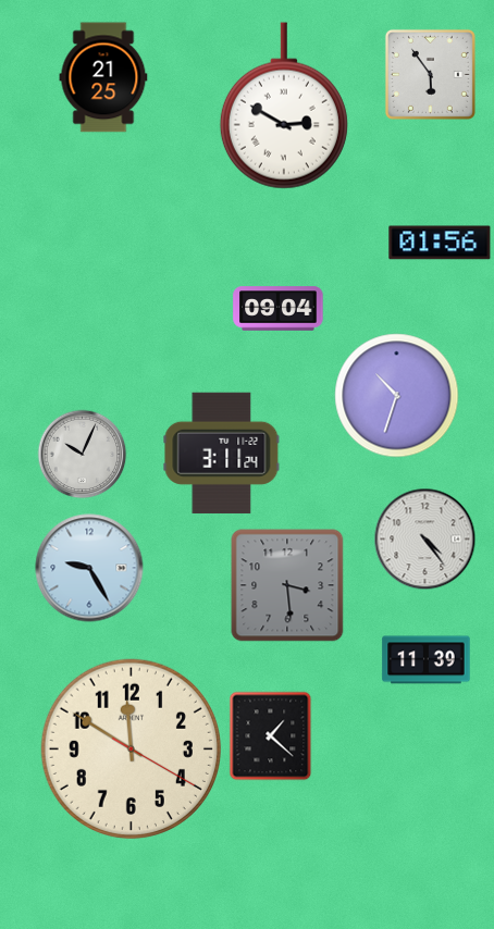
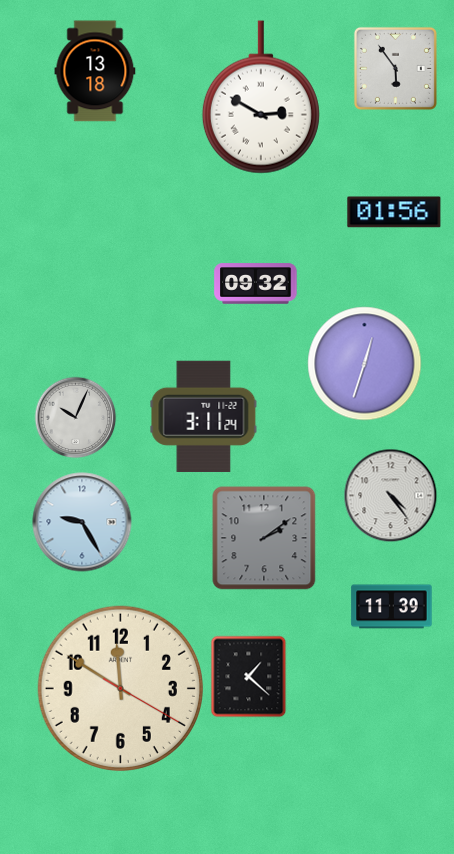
clock at (103, 77): 21:25 -> 13:18
clock at (440, 243) position: (440, 243) -> (394, 212)
clock at (279, 309): 09:04 -> 09:32
clock at (397, 396): 10:33 -> 12:33
clock at (287, 585): 3:29 -> 2:09
